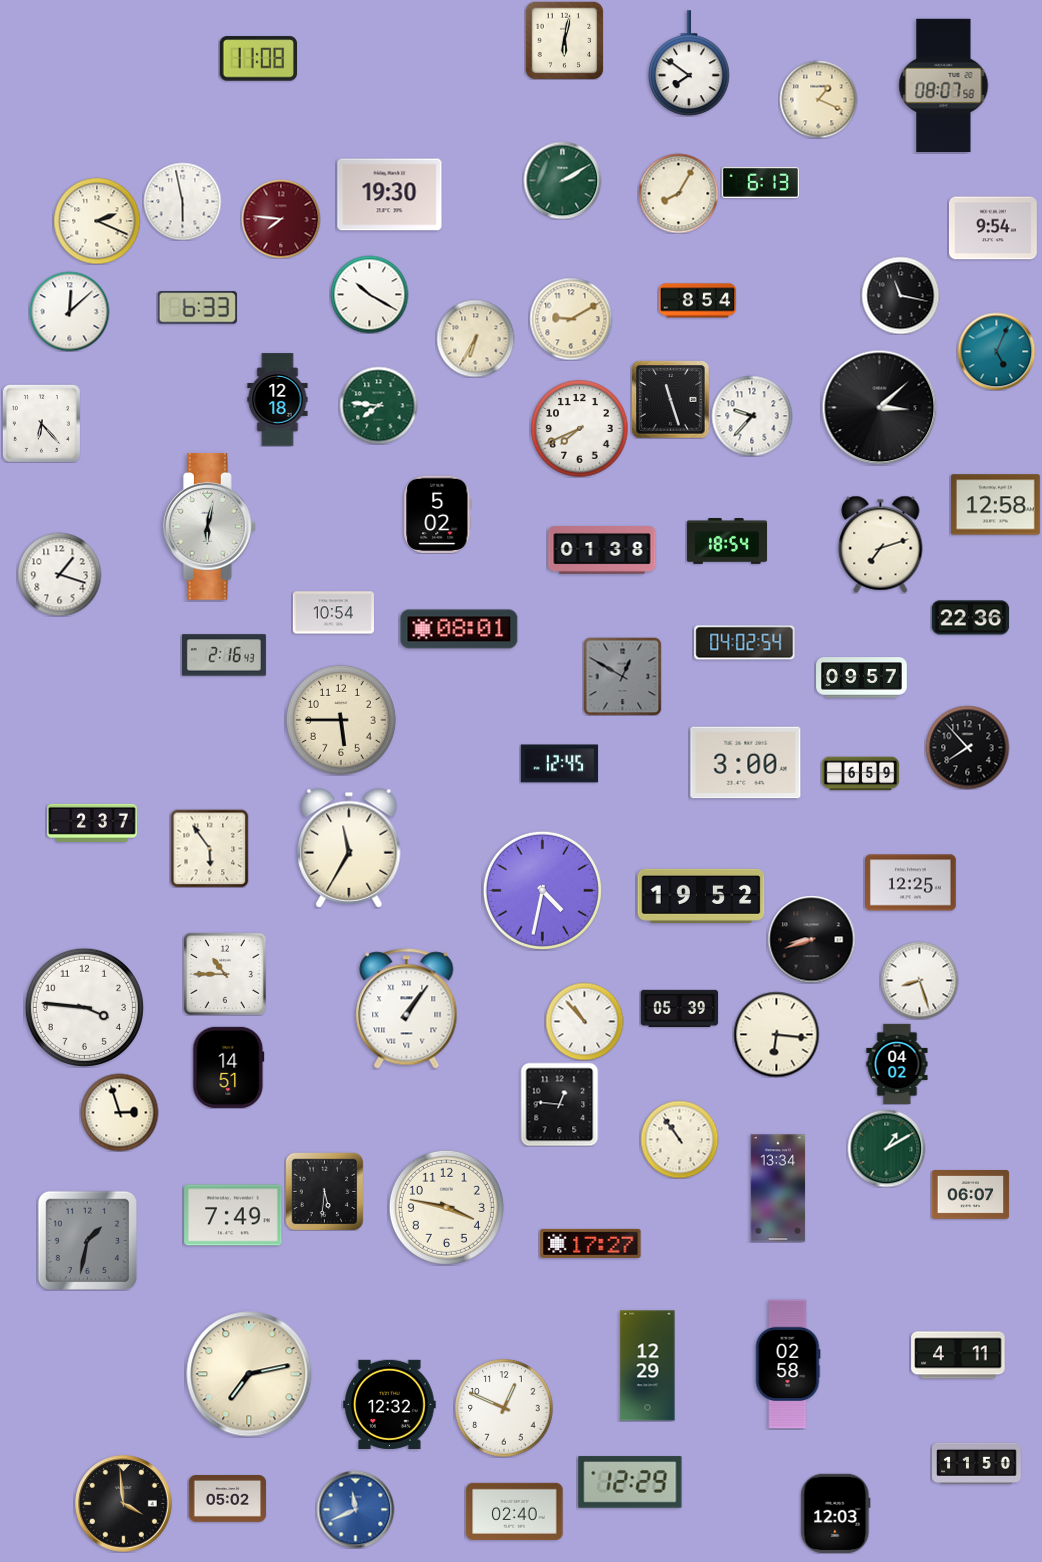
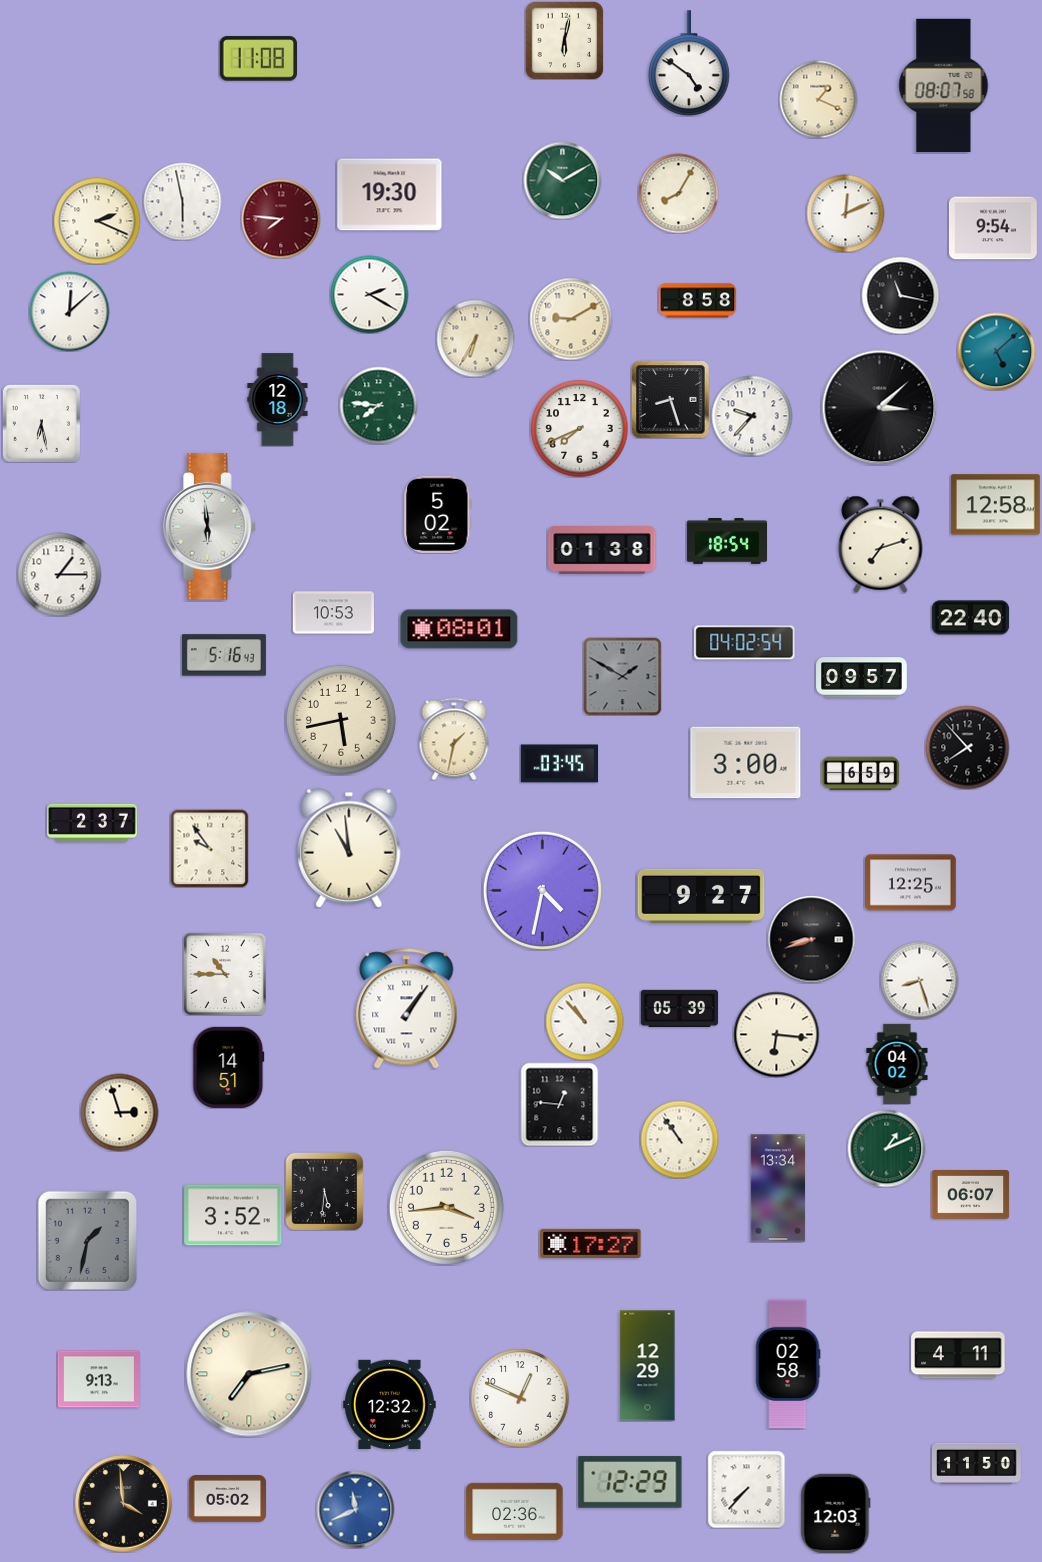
clock at (689, 63): 7:51 -> 4:51
clock at (562, 180): 2:10 -> 10:10
clock at (760, 182): 6:13 -> none
clock at (845, 213): none -> 12:11
clock at (369, 294): 10:20 -> 2:20
clock at (697, 301): 8:54 -> 8:58
clock at (197, 308): 6:33 -> none
clock at (996, 351): 5:04 -> 5:08
clock at (670, 399): 11:27 -> 8:27
clock at (41, 423): 6:23 -> 6:28
clock at (209, 527): 6:02 -> 5:59
clock at (59, 574): 1:18 -> 1:15
clock at (333, 613): 10:54 -> 10:53
clock at (970, 618): 22:36 -> 22:40
clock at (224, 655): 2:16 -> 5:16
clock at (622, 676): 12:50 -> 1:50
clock at (341, 720): 5:45 -> 5:43
clock at (454, 739): none -> 1:32
clock at (559, 764): 12:45 -> 03:45
clock at (209, 848): 5:54 -> 9:54
clock at (349, 848): 11:35 -> 10:59
clock at (701, 896): 19:52 -> 9:27
clock at (84, 1007): 3:46 -> none
clock at (886, 1148): 1:10 -> 1:11
clock at (446, 1207): 3:47 -> 3:44
clock at (233, 1215): 7:49 -> 3:52
clock at (99, 1379): none -> 9:13
clock at (504, 1408) position: (504, 1408) -> (520, 1398)
clock at (746, 1489): none -> 7:37
clock at (515, 1511): 02:40 -> 02:36
